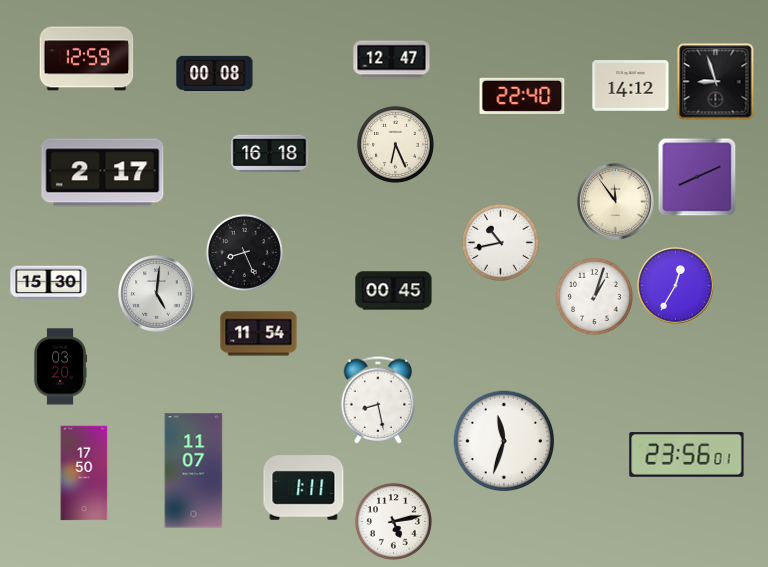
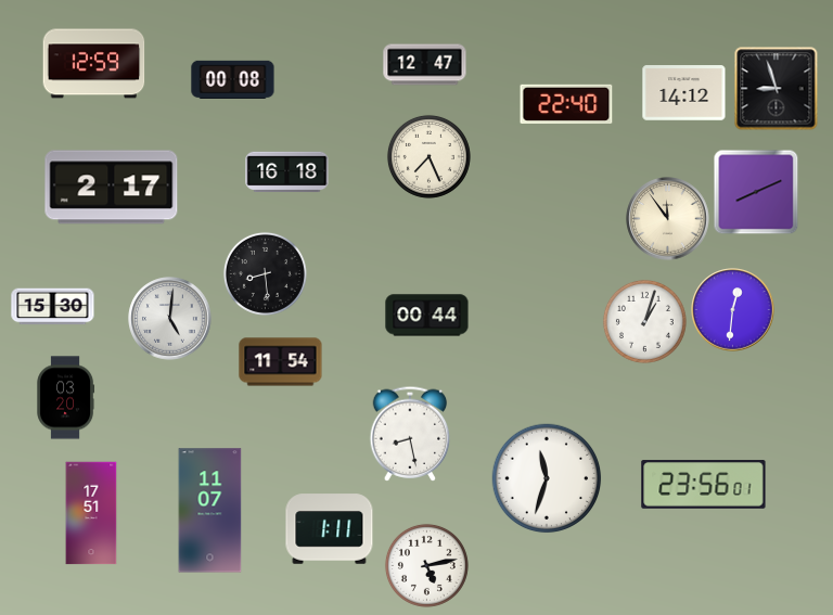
clock at (395, 144): 6:26 -> 7:26
clock at (270, 154) position: (270, 154) -> (287, 172)
clock at (500, 242): 10:43 -> none
clock at (244, 252): 8:26 -> 8:29
clock at (676, 286): 12:35 -> 12:31
clock at (394, 291): 00:45 -> 00:44
clock at (687, 455) position: (687, 455) -> (704, 485)
clock at (84, 473): 17:50 -> 17:51
